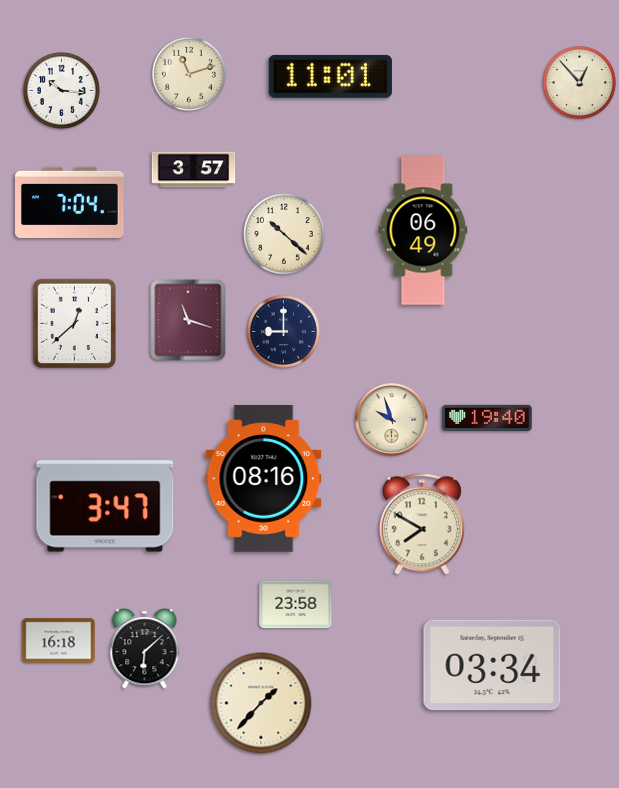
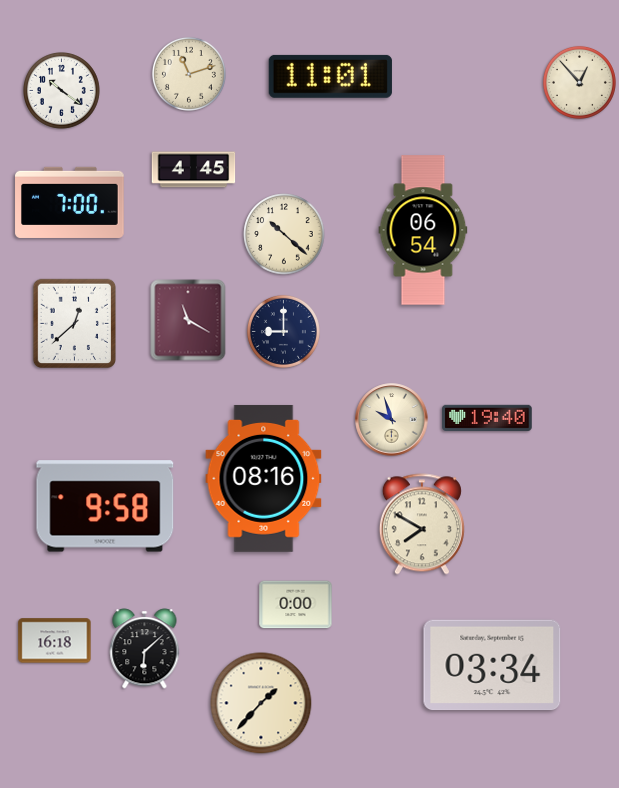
clock at (62, 91): 10:16 -> 10:21
clock at (194, 170): 3:57 -> 4:45
clock at (70, 202): 7:04 -> 7:00
clock at (423, 230): 06:49 -> 06:54
clock at (188, 320): 11:18 -> 11:20
clock at (105, 506): 3:47 -> 9:58
clock at (296, 605): 23:58 -> 0:00
clock at (59, 641) position: (59, 641) -> (55, 641)
